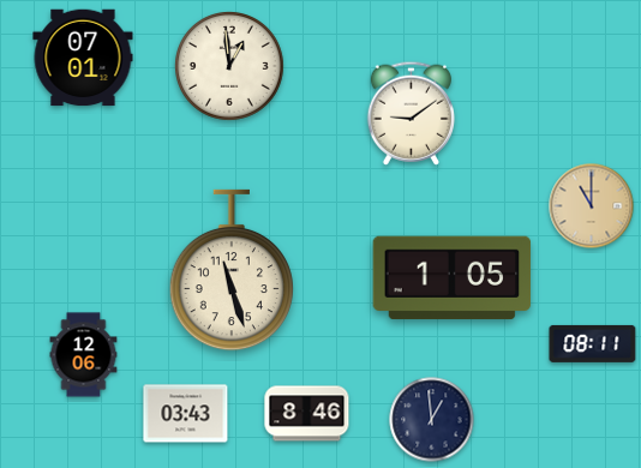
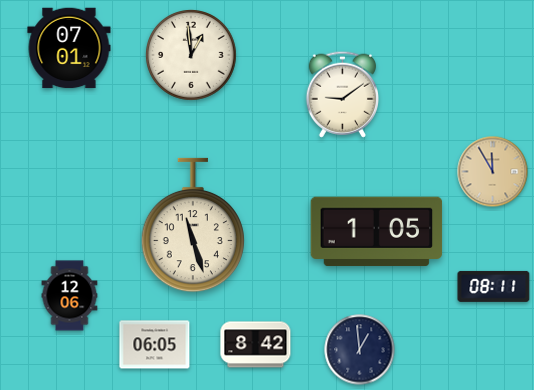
clock at (592, 206): 11:00 -> 11:55
clock at (186, 414): 03:43 -> 06:05
clock at (307, 414): 8:46 -> 8:42
